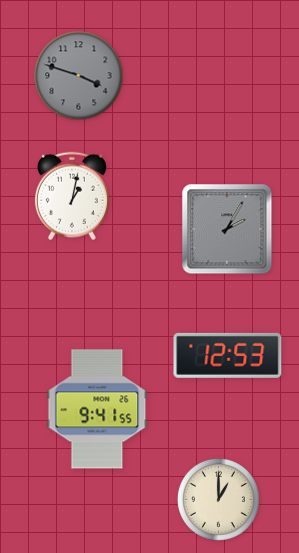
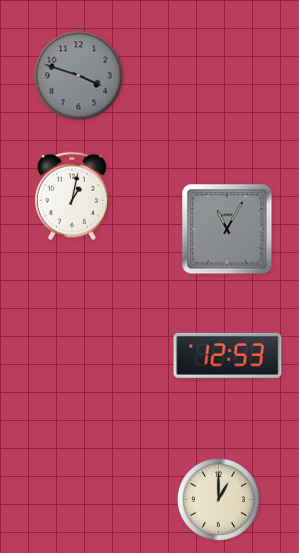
clock at (227, 229): 2:05 -> 11:05
clock at (97, 409): 9:41 -> none
